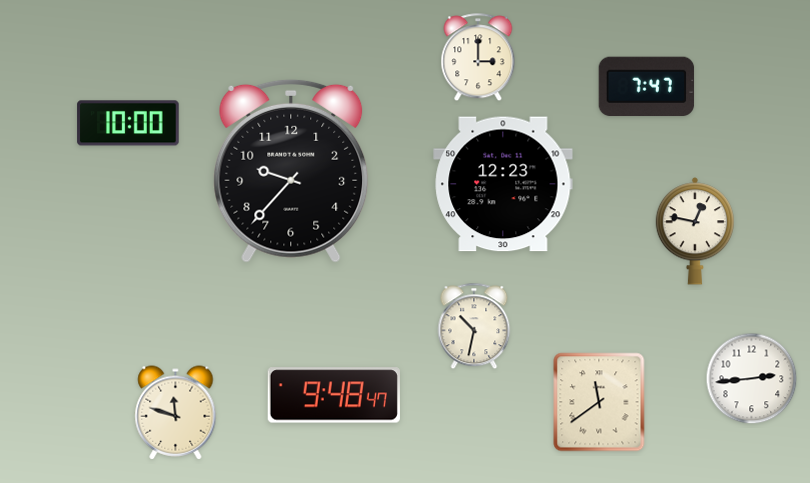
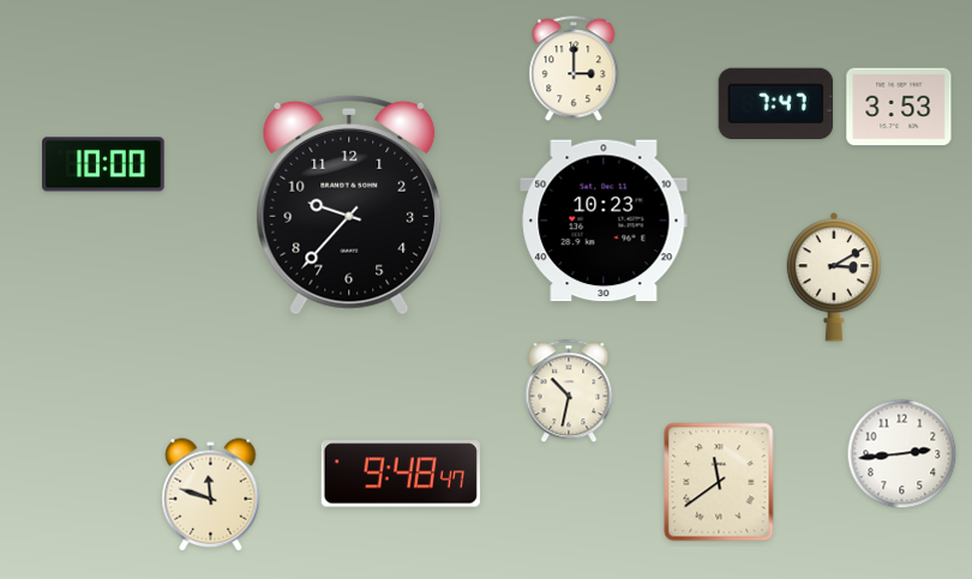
clock at (899, 107): none -> 3:53
clock at (128, 123) position: (128, 123) -> (103, 164)
clock at (503, 184): 12:23 -> 10:23
clock at (694, 231): 12:47 -> 3:10
